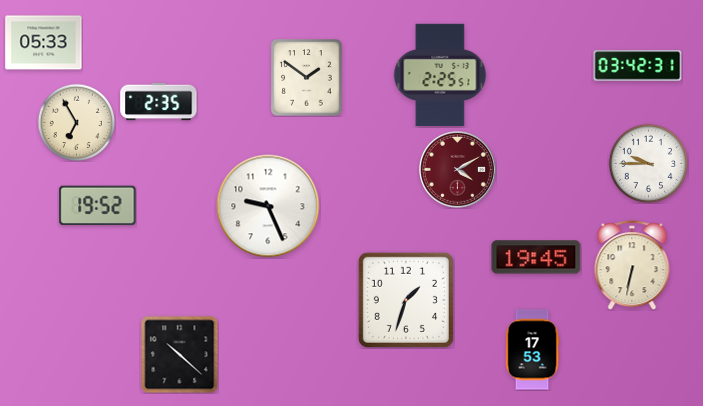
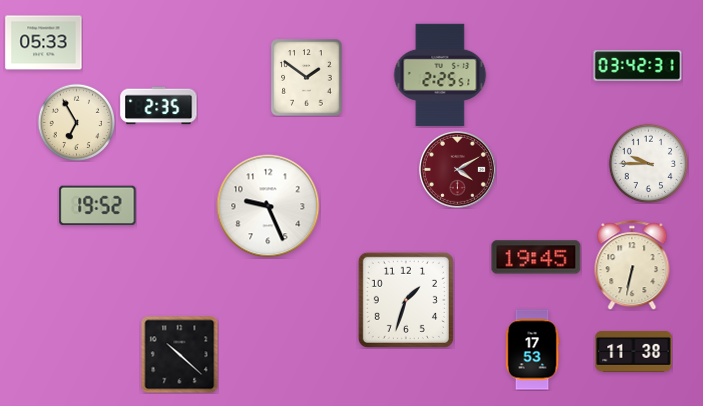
clock at (159, 102) position: (159, 102) -> (159, 106)
clock at (634, 351): none -> 11:38
